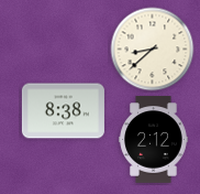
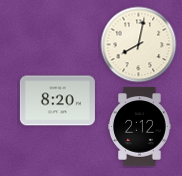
clock at (153, 50): 8:38 -> 8:02
clock at (63, 111): 8:38 -> 8:20
